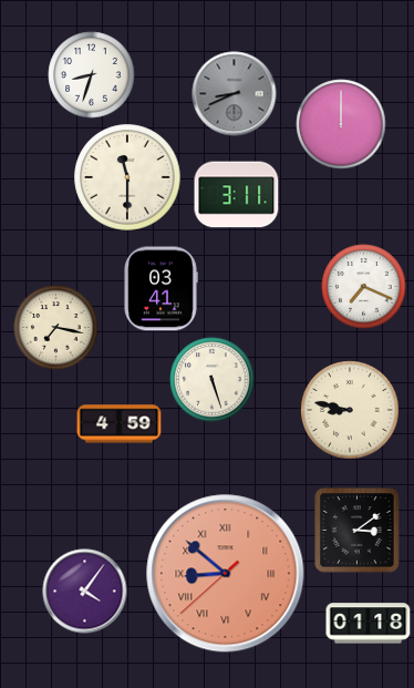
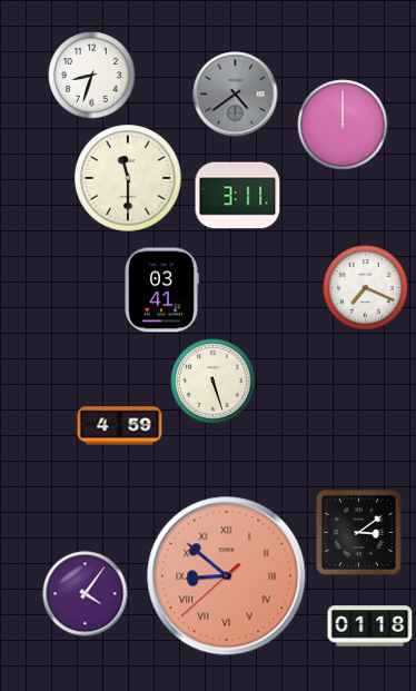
clock at (235, 94): 8:41 -> 4:39
clock at (56, 328): 7:17 -> none
clock at (350, 410): 8:47 -> none
